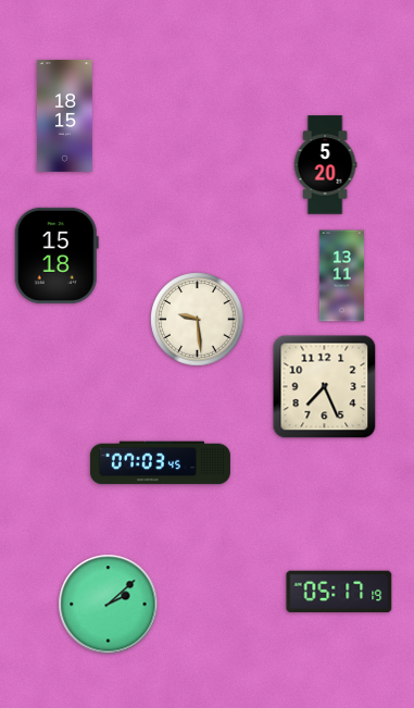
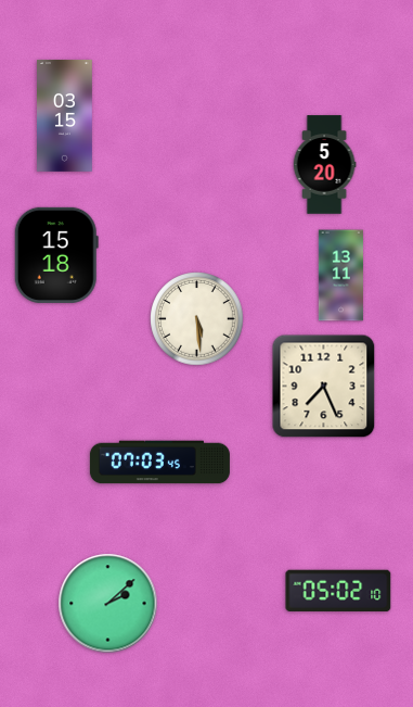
clock at (65, 116): 18:15 -> 03:15
clock at (198, 320): 9:29 -> 5:29
clock at (339, 592): 05:17 -> 05:02
